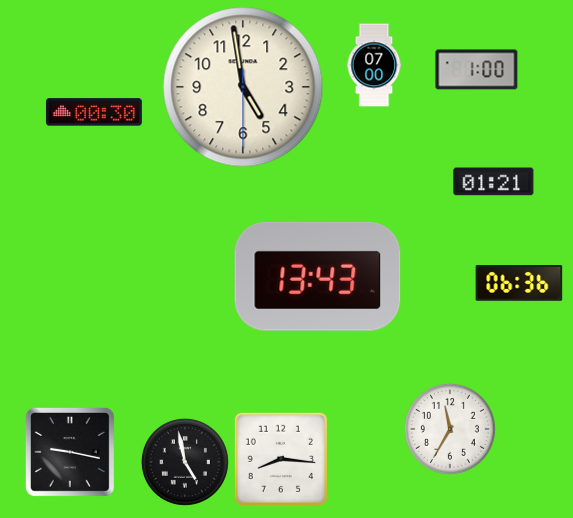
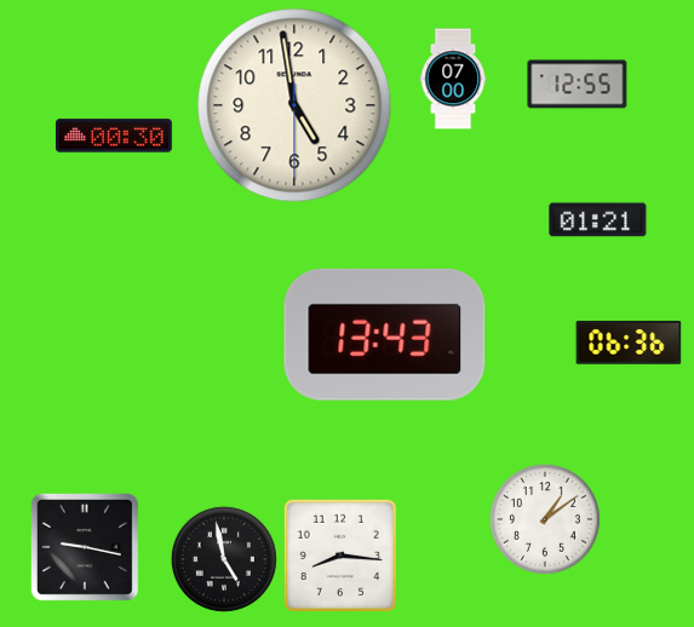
clock at (477, 70): 1:00 -> 12:55
clock at (450, 429): 11:35 -> 1:09
